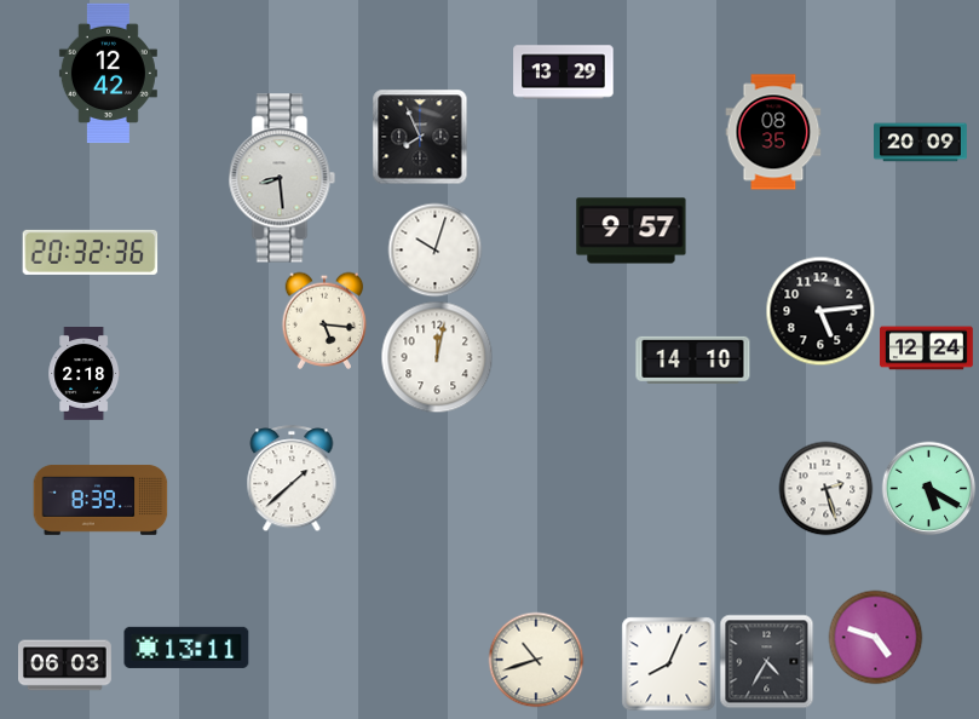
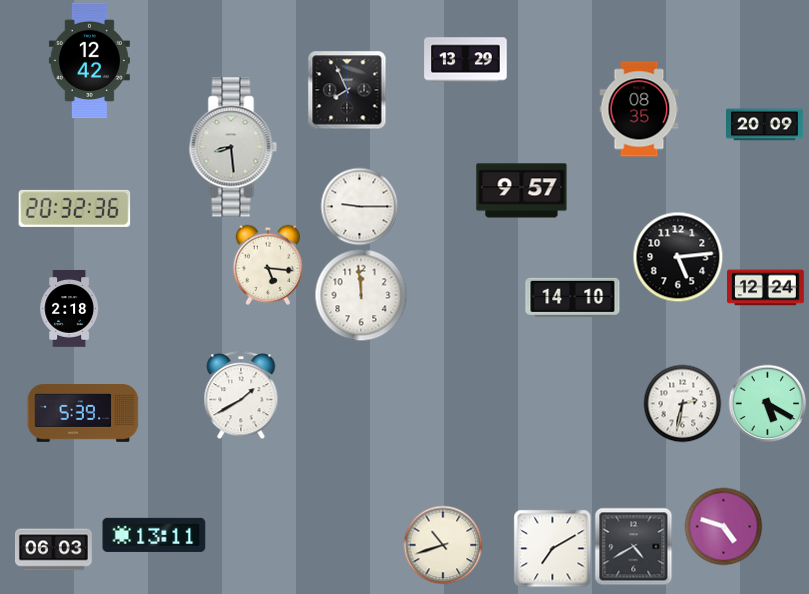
clock at (420, 137) position: (420, 137) -> (347, 90)
clock at (921, 143) position: (921, 143) -> (765, 125)
clock at (434, 249): 10:03 -> 9:15
clock at (437, 357): 12:02 -> 11:59
clock at (292, 478): 1:38 -> 1:40
clock at (825, 488): 2:27 -> 2:32
clock at (100, 500): 8:39 -> 5:39
clock at (766, 661): 4:35 -> 4:40
clock at (668, 663): 8:04 -> 7:10
